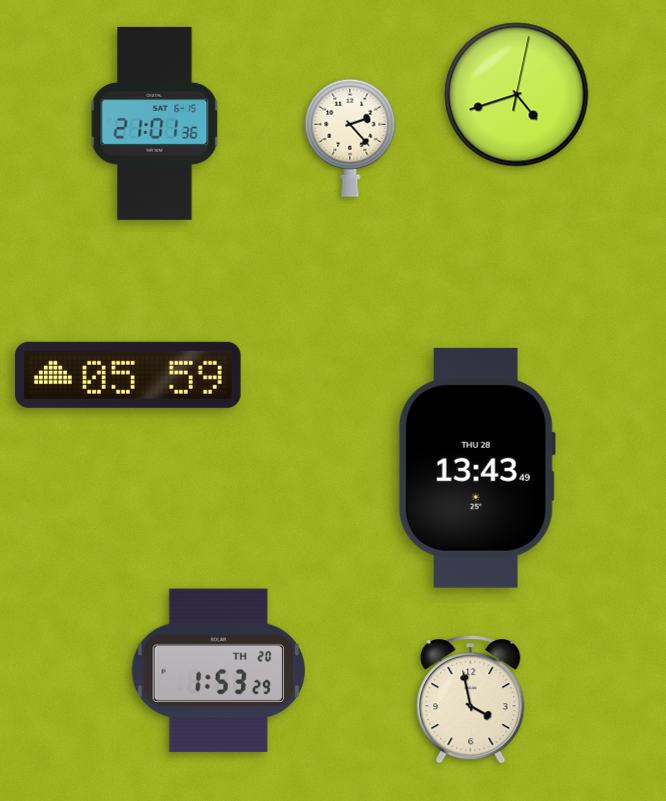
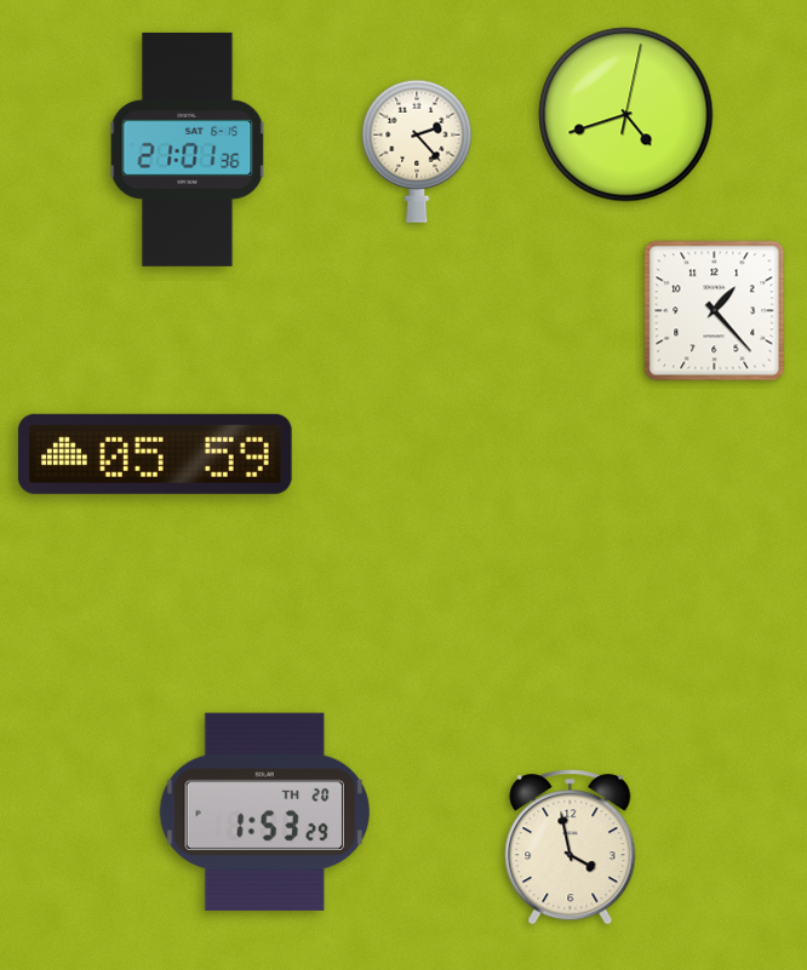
clock at (350, 138) position: (350, 138) -> (417, 151)
clock at (715, 311): none -> 1:23
clock at (477, 468): 13:43 -> none
